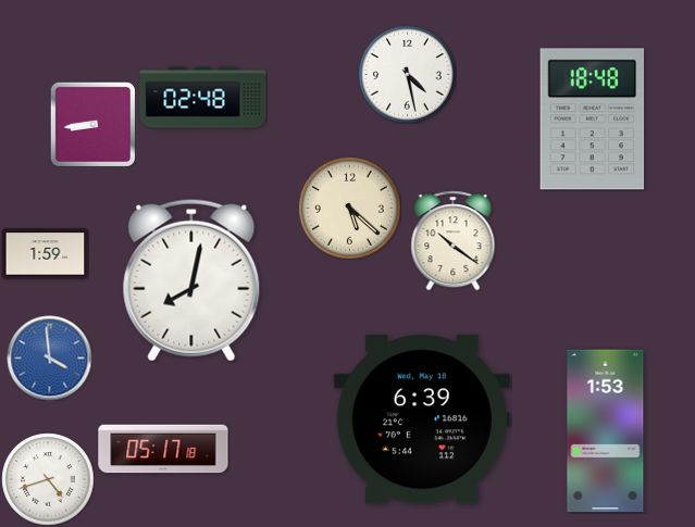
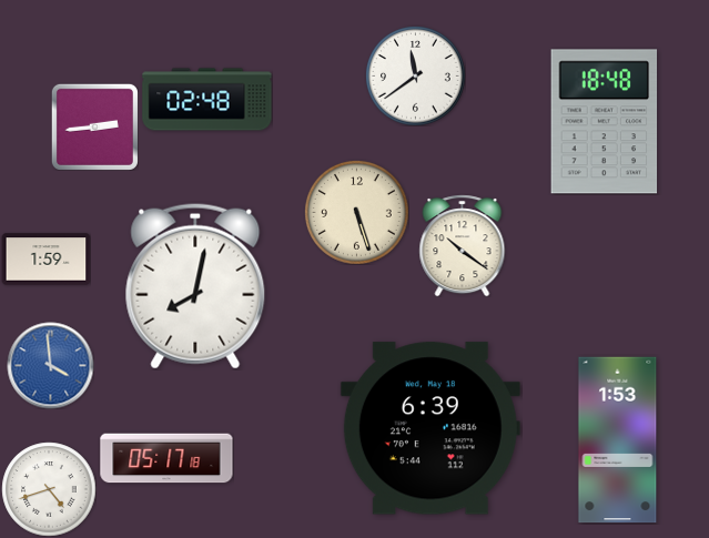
clock at (407, 74): 4:28 -> 11:39
clock at (92, 124): 8:44 -> 2:44
clock at (349, 208): 5:22 -> 5:27
